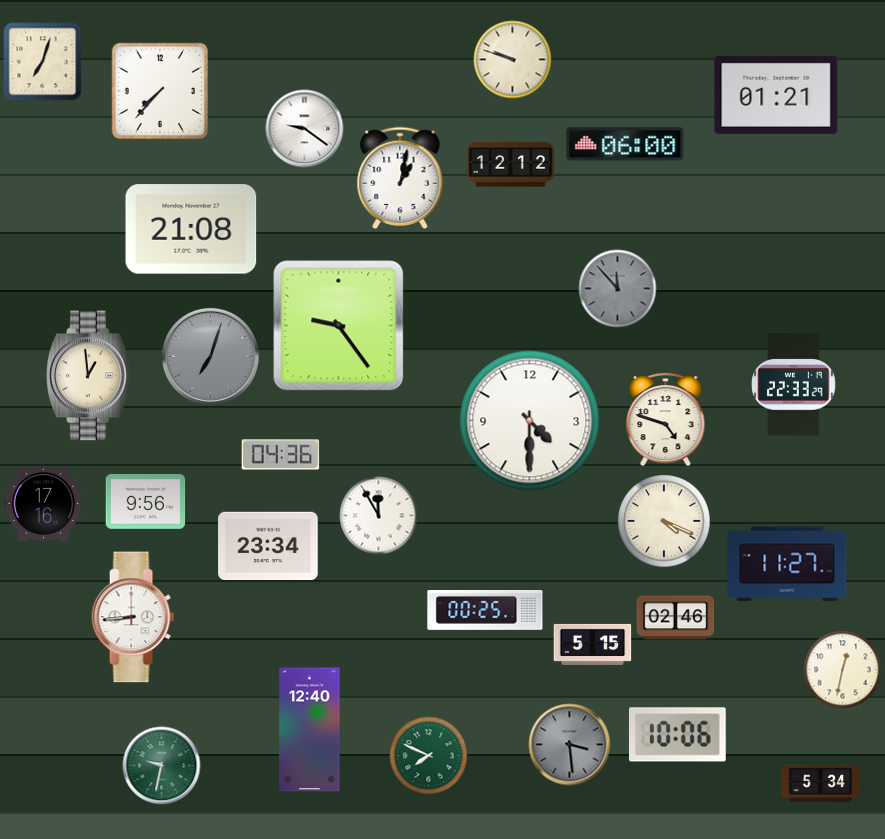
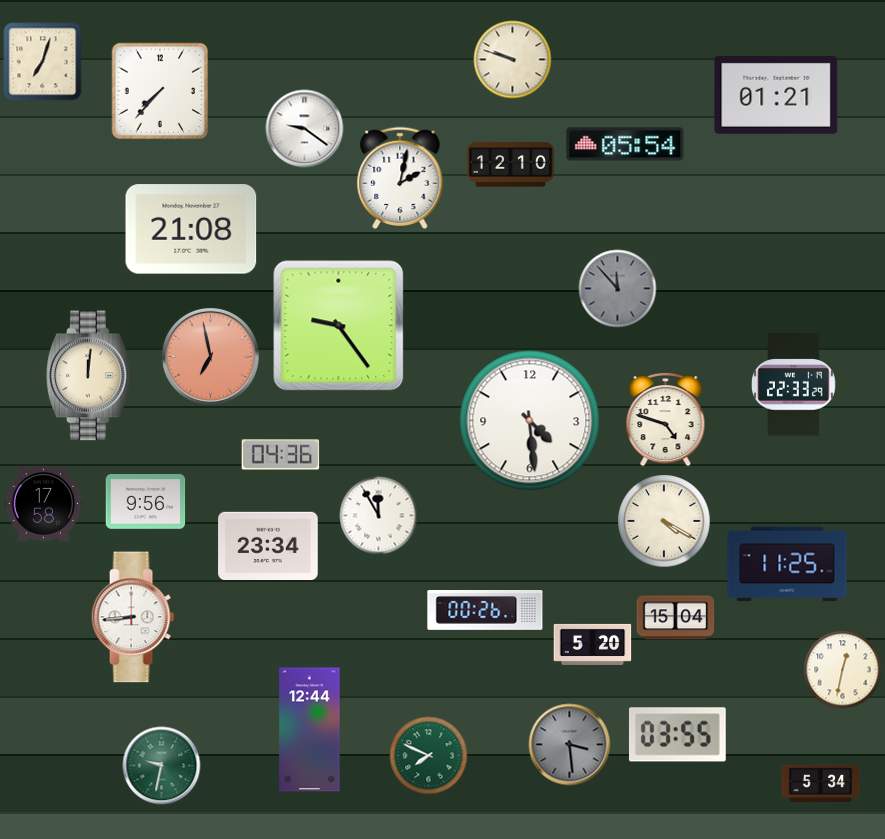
clock at (625, 144): 06:00 -> 05:54
clock at (510, 165): 12:12 -> 12:10
clock at (400, 177): 1:02 -> 2:02
clock at (210, 356): 7:03 -> 6:58
clock at (210, 356) dial: grey -> salmon
clock at (89, 376): 12:59 -> 12:01
clock at (530, 421): 4:30 -> 4:29
clock at (43, 504): 17:16 -> 17:58
clock at (664, 521): 4:19 -> 4:20
clock at (787, 564): 11:27 -> 11:25
clock at (485, 611): 00:25 -> 00:26
clock at (675, 618): 02:46 -> 15:04
clock at (592, 644): 5:15 -> 5:20
clock at (310, 730): 12:40 -> 12:44
clock at (677, 735): 10:06 -> 03:55
